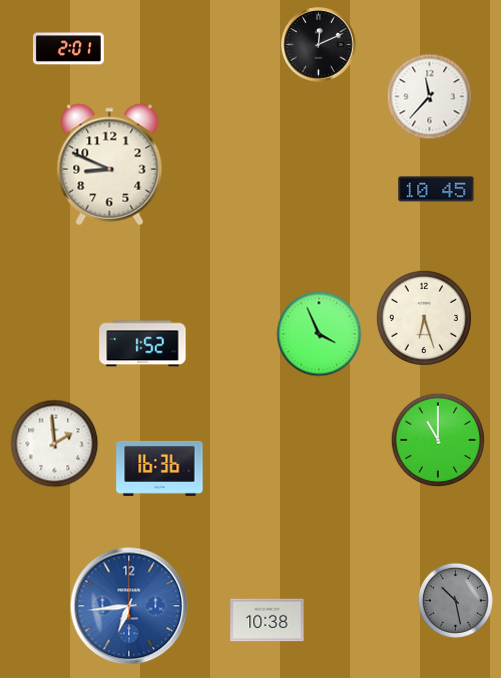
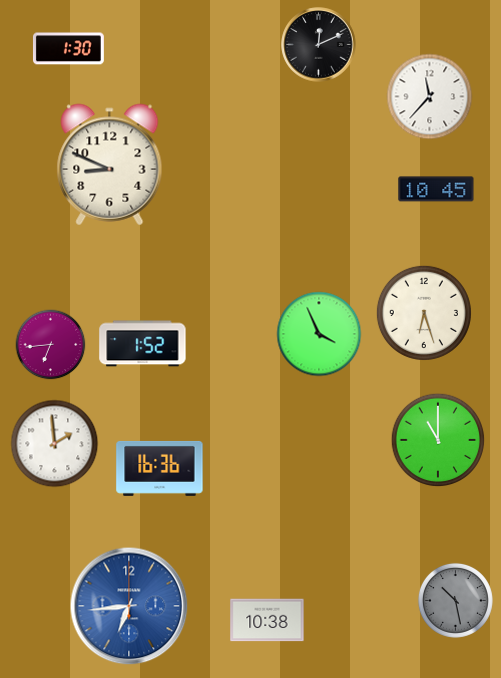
clock at (68, 49): 2:01 -> 1:30
clock at (424, 318) position: (424, 318) -> (424, 313)
clock at (51, 345): none -> 6:44
